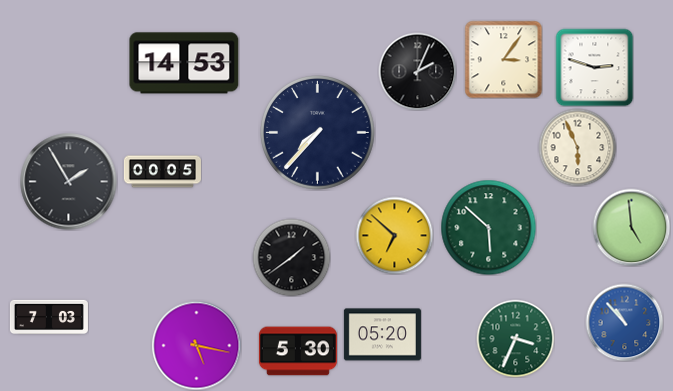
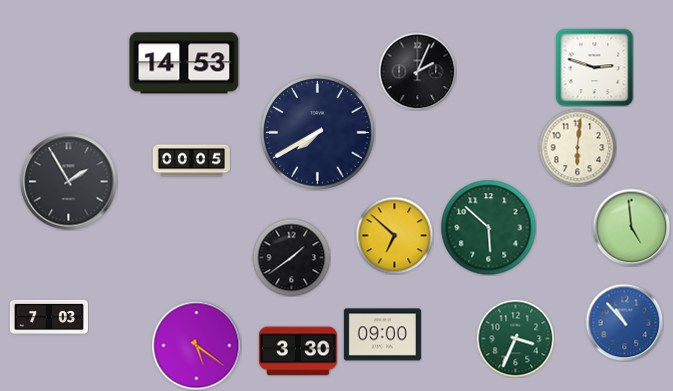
clock at (503, 59): 3:06 -> none
clock at (318, 133): 7:37 -> 7:40
clock at (577, 147): 5:56 -> 6:01
clock at (162, 172) position: (162, 172) -> (191, 161)
clock at (382, 335): 05:20 -> 09:00
clock at (196, 345): 5:17 -> 5:21
clock at (298, 351): 5:30 -> 3:30
